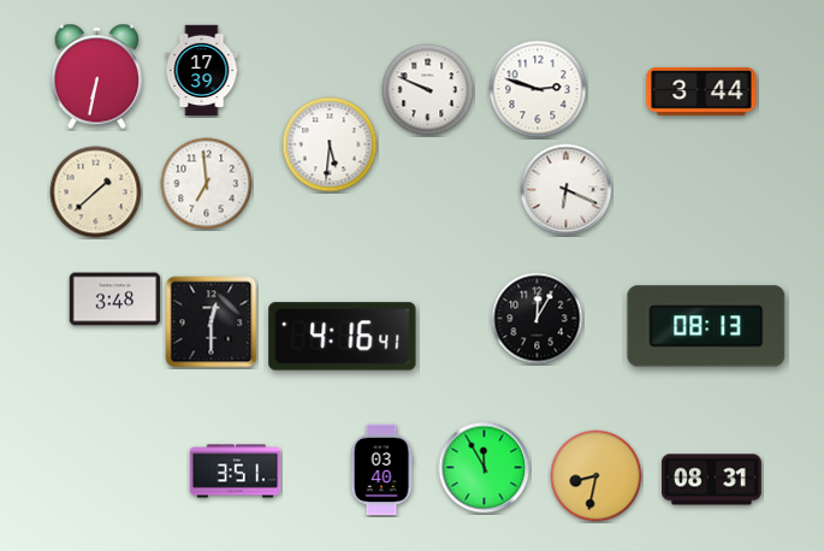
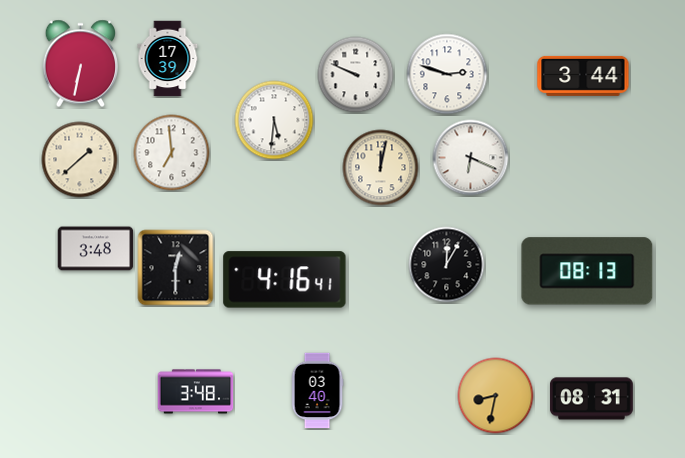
clock at (381, 168): none -> 12:02
clock at (485, 468): 11:55 -> none
clock at (236, 472): 3:51 -> 3:48
